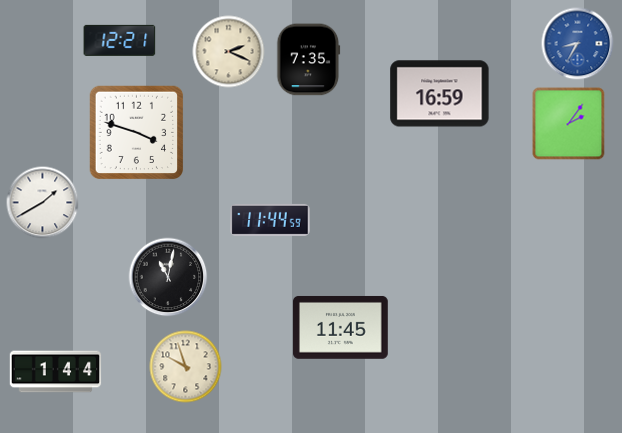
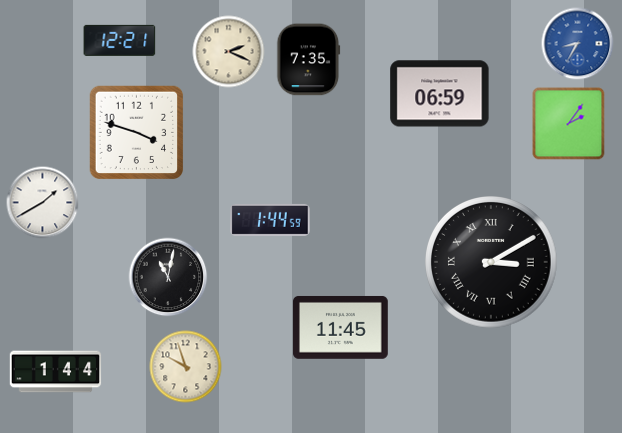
clock at (440, 94): 16:59 -> 06:59
clock at (270, 220): 11:44 -> 1:44
clock at (492, 263): none -> 3:10
